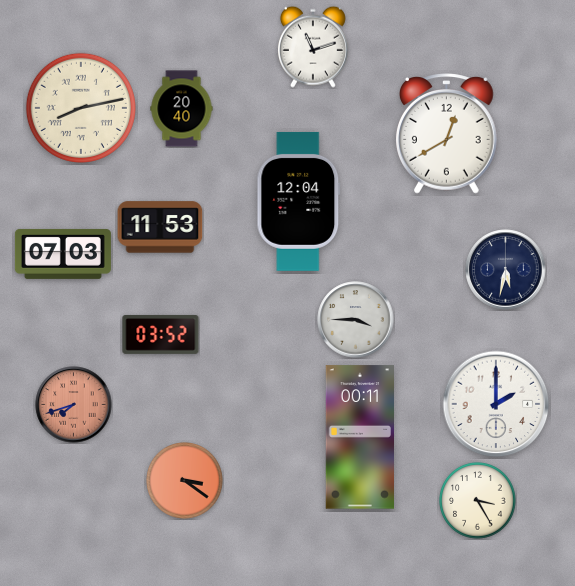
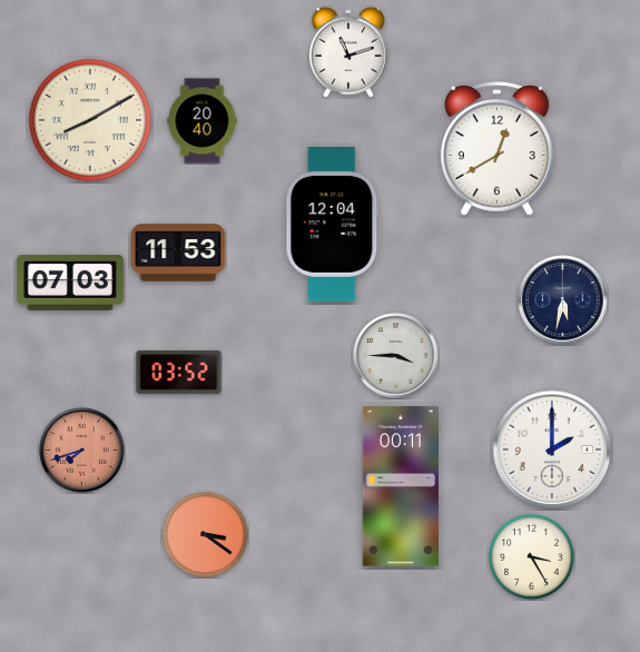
clock at (81, 108): 8:13 -> 8:10
